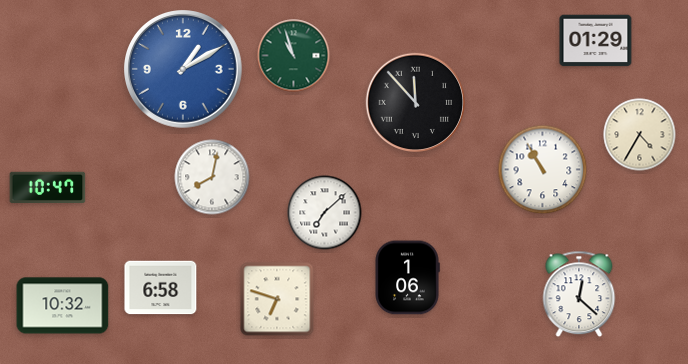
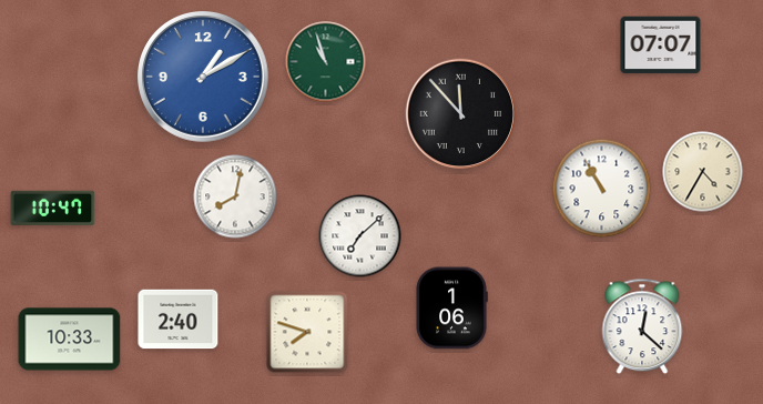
clock at (596, 41): 01:29 -> 07:07
clock at (640, 135) position: (640, 135) -> (703, 172)
clock at (161, 288): 6:58 -> 2:40
clock at (277, 299): 6:48 -> 7:48
clock at (63, 306): 10:32 -> 10:33
